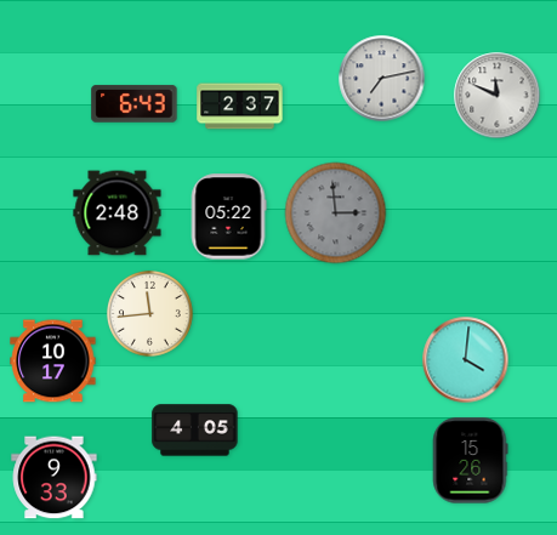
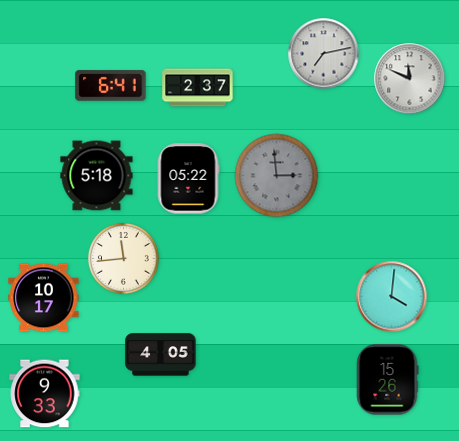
clock at (382, 79) position: (382, 79) -> (324, 54)
clock at (135, 104): 6:43 -> 6:41
clock at (118, 214): 2:48 -> 5:18
clock at (466, 360) position: (466, 360) -> (392, 297)
